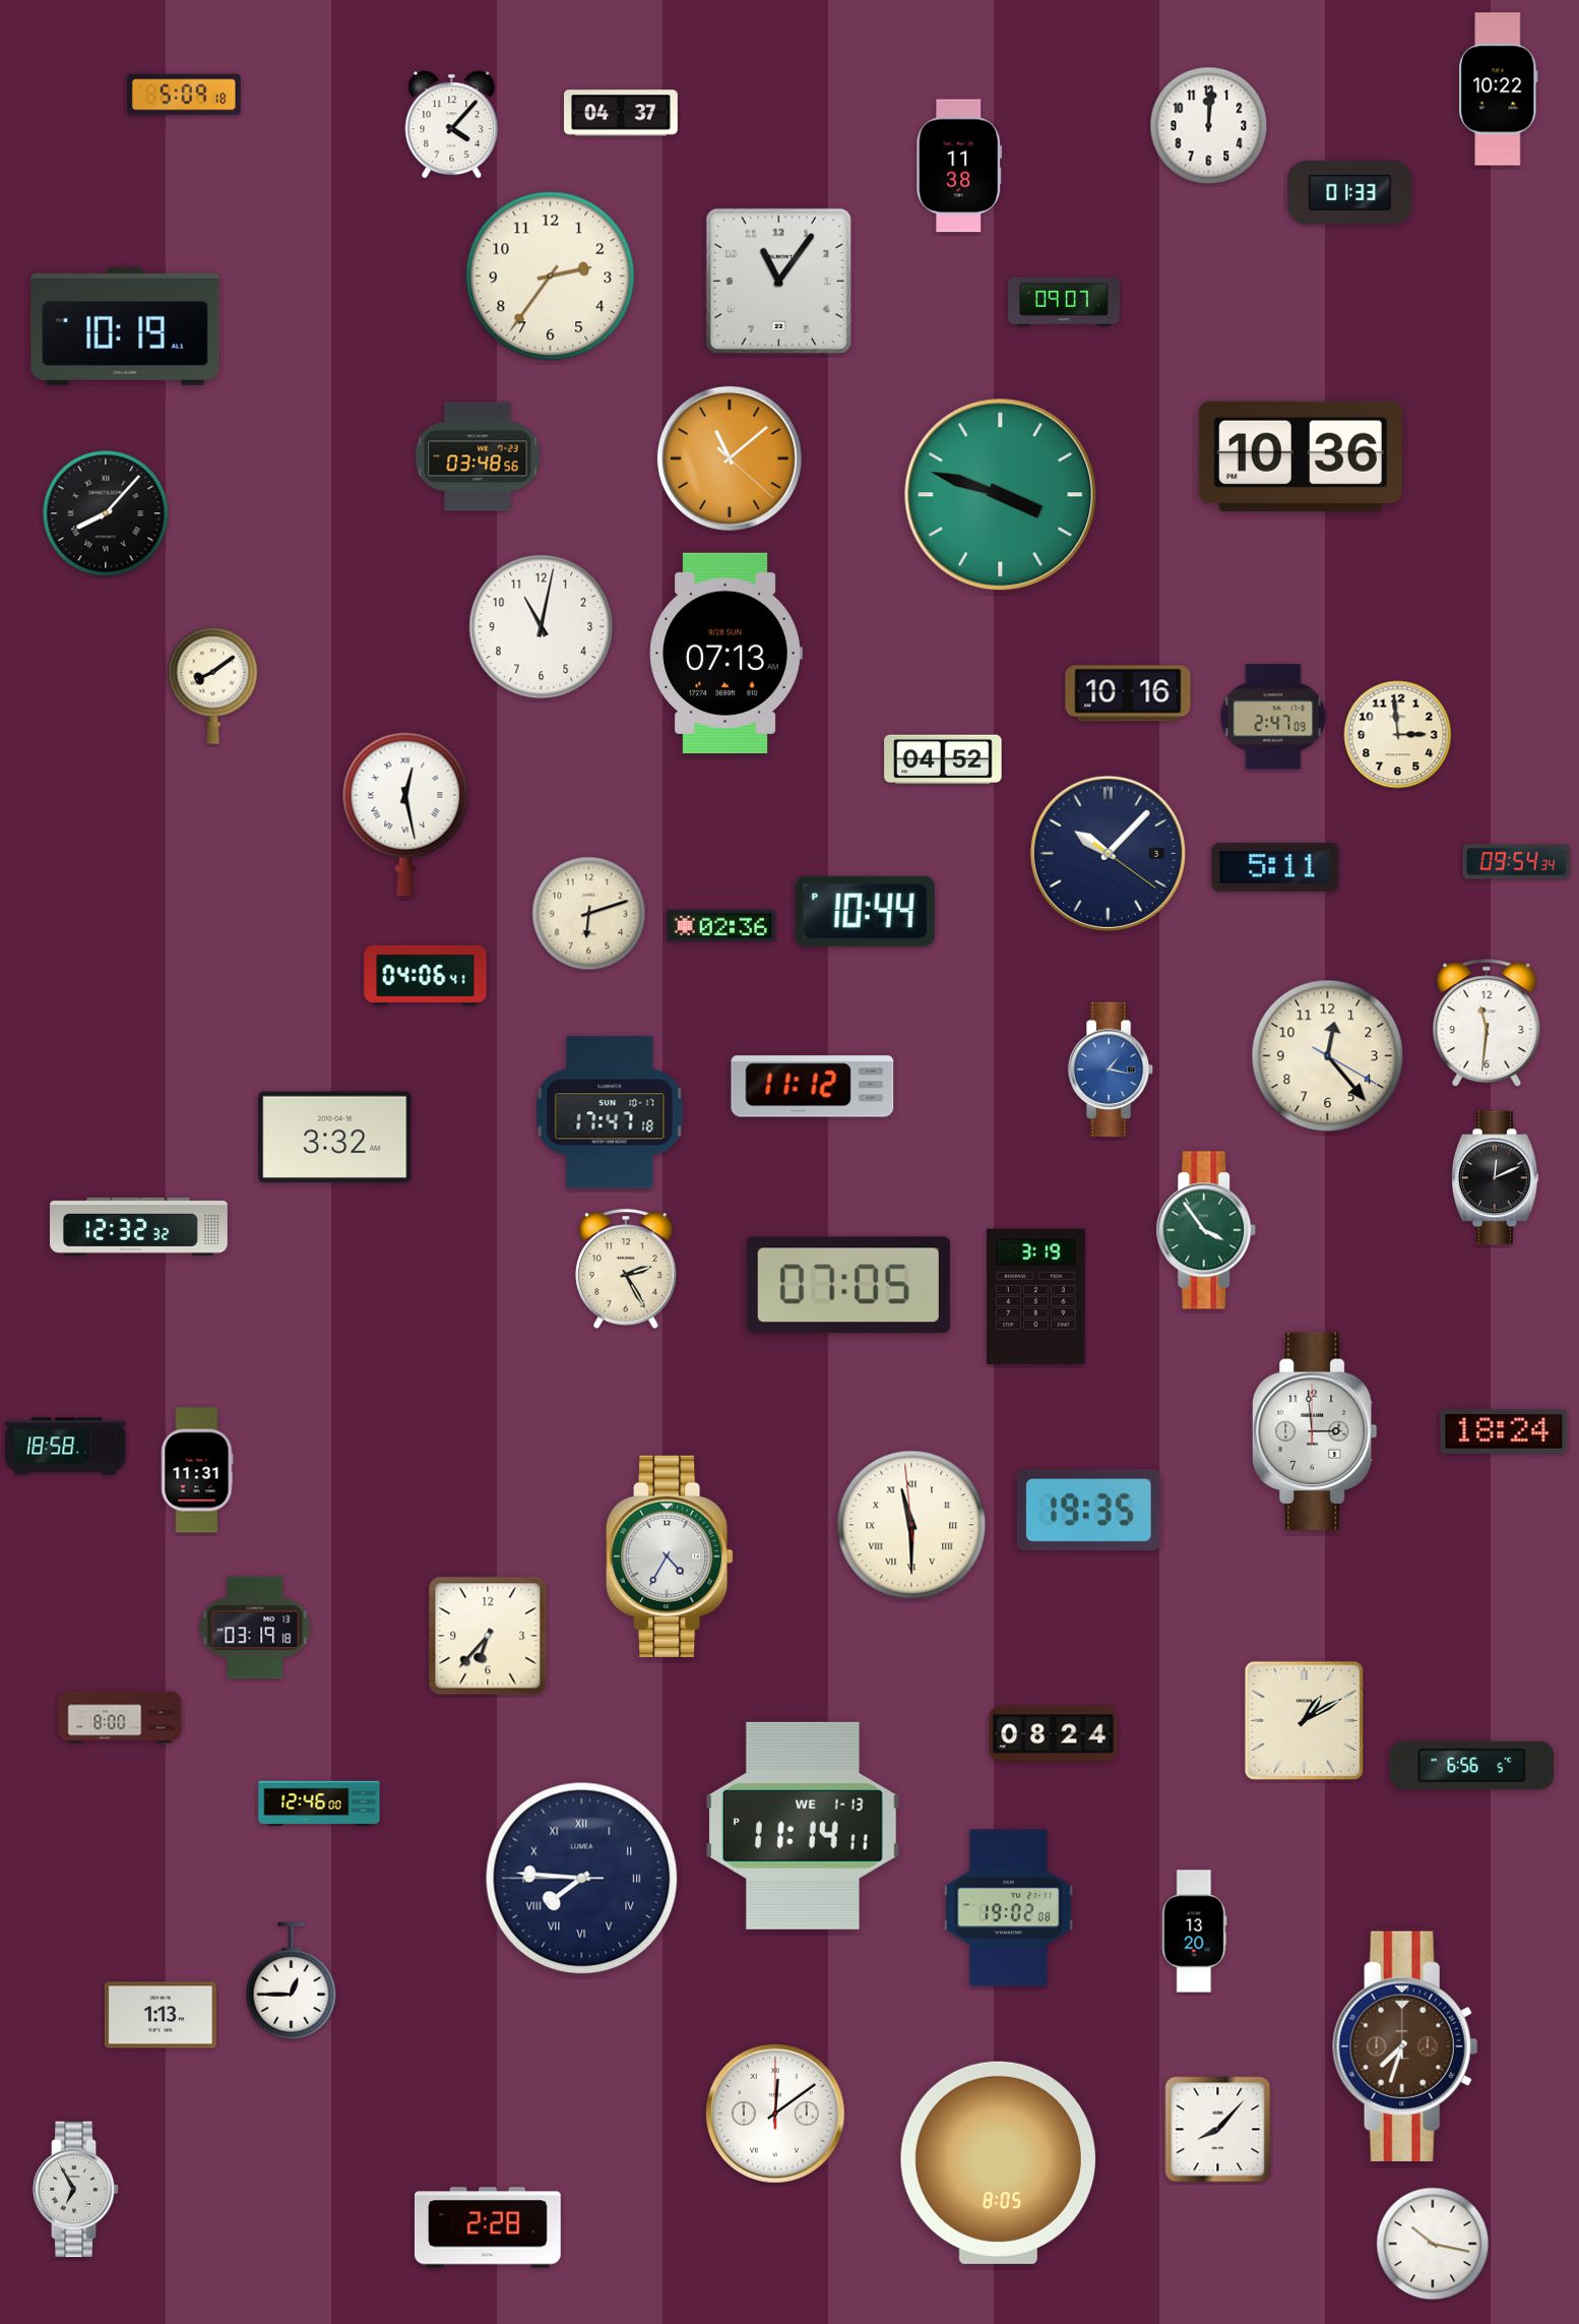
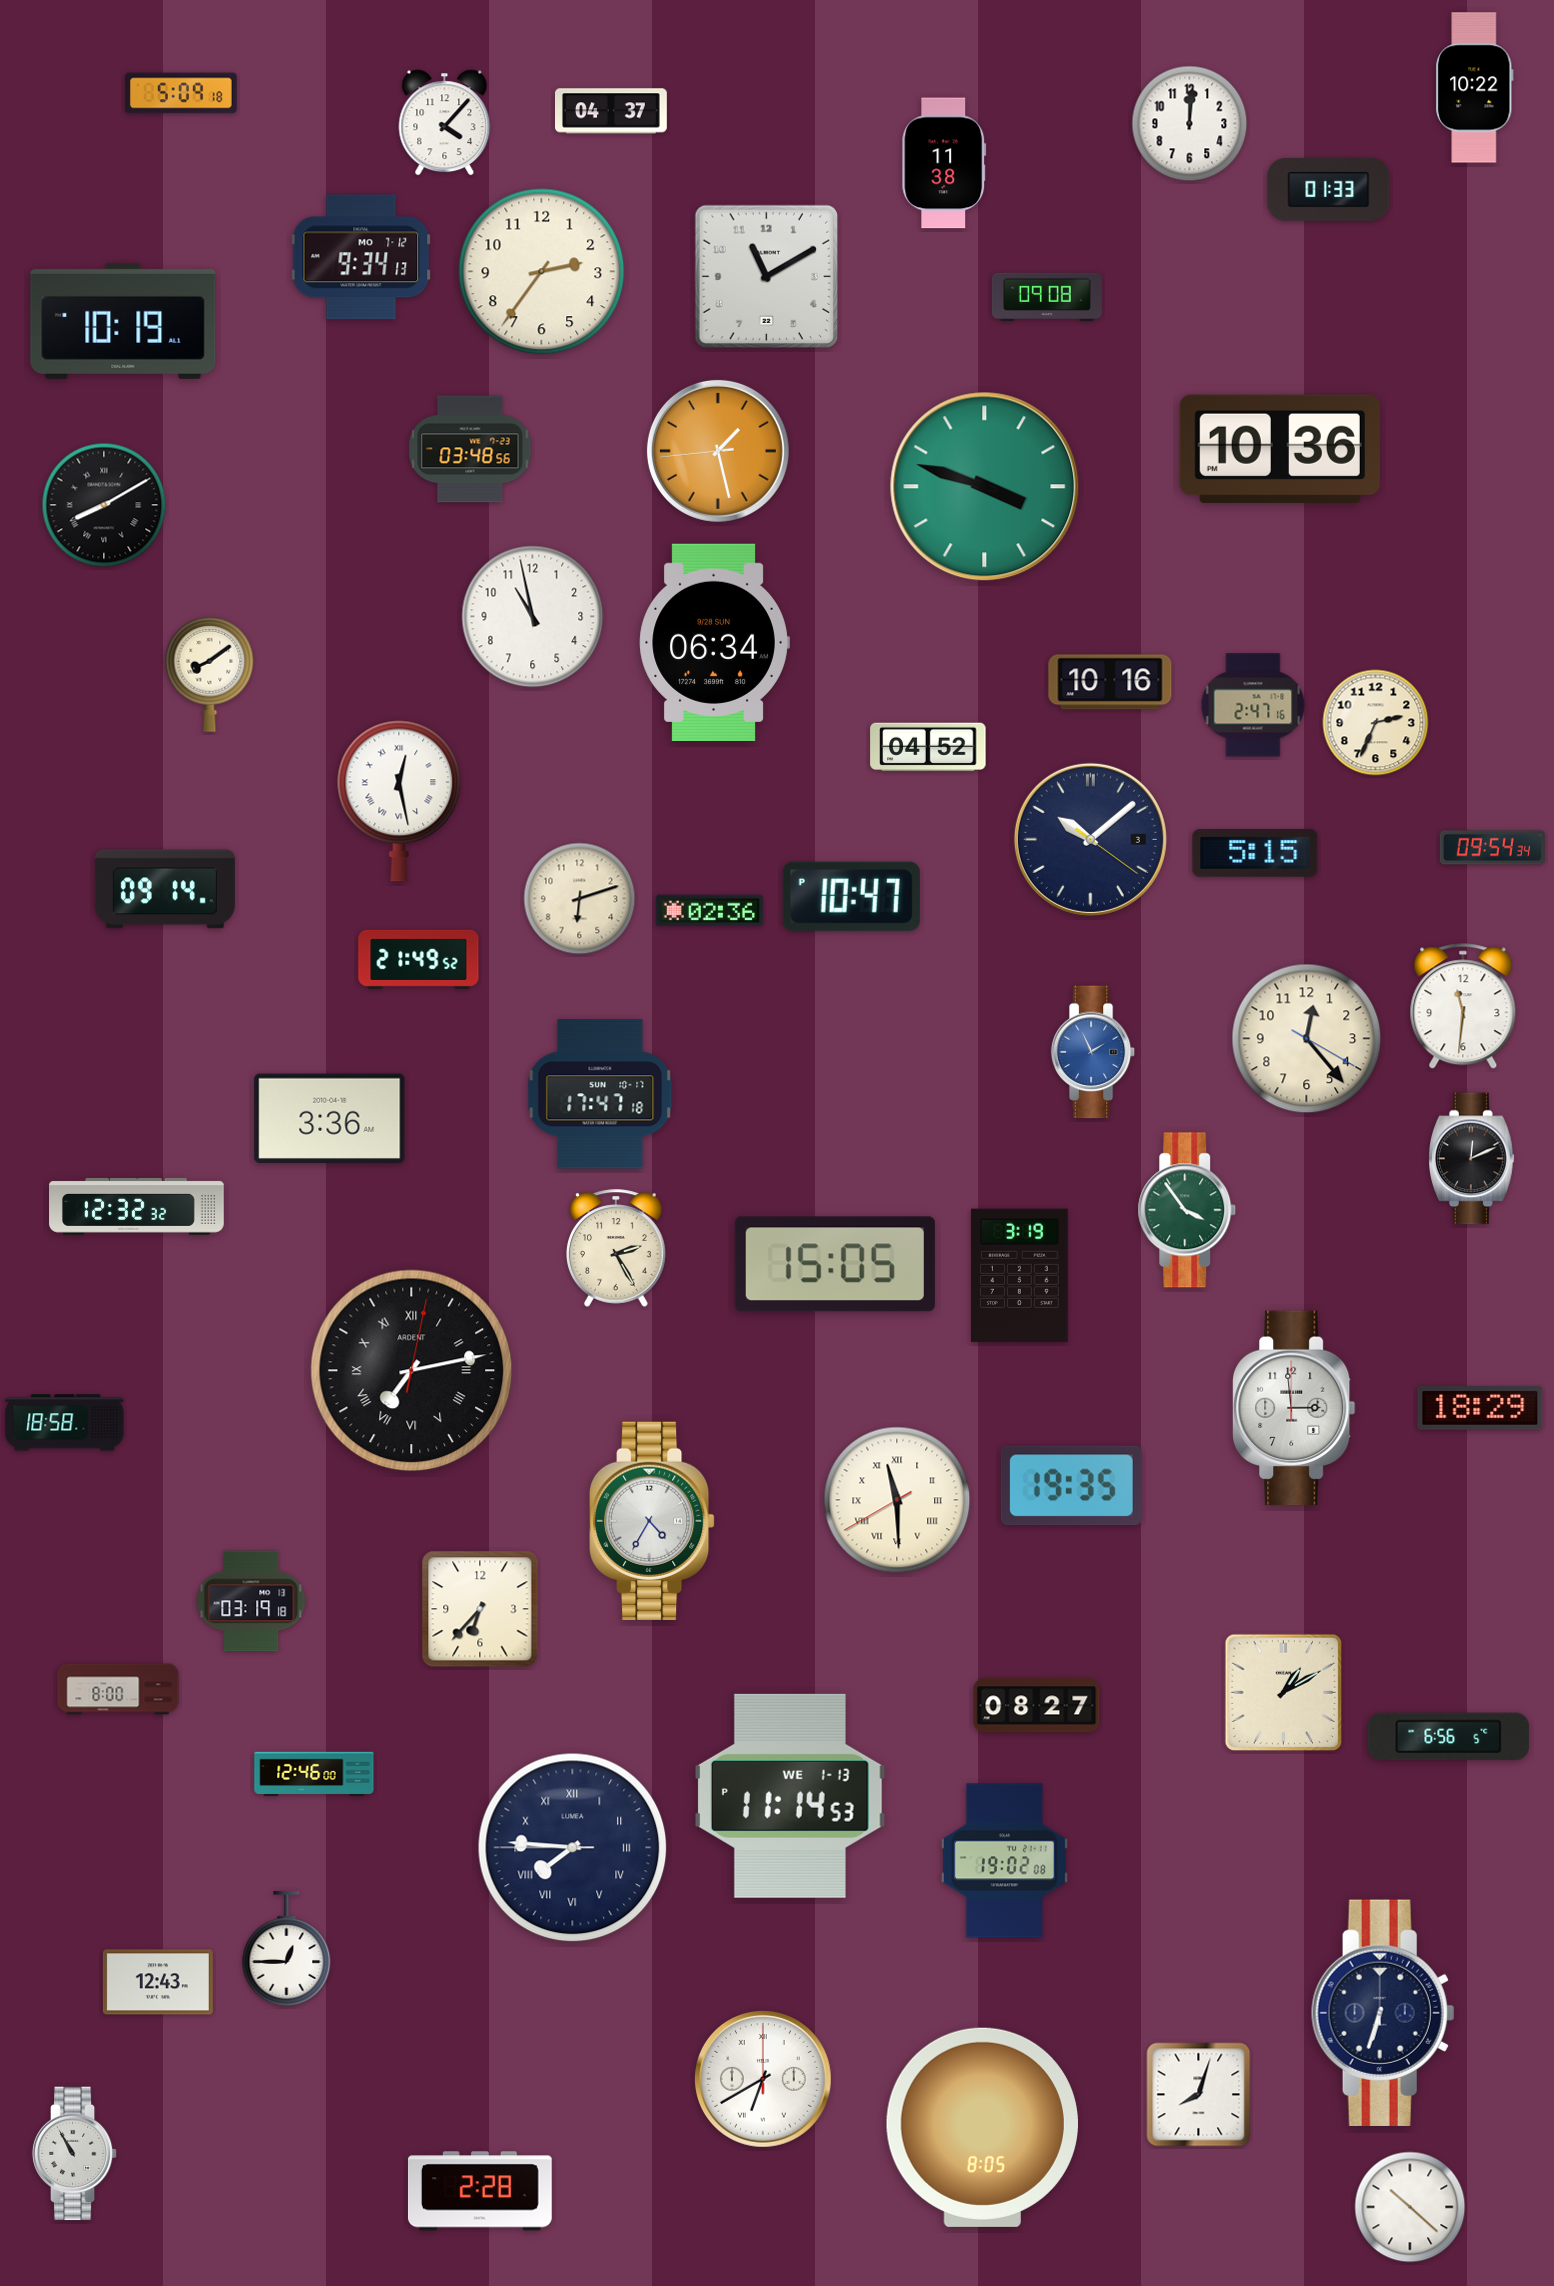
clock at (361, 257): none -> 9:34
clock at (778, 281): 11:06 -> 11:10
clock at (1064, 302): 09:07 -> 09:08
clock at (730, 458): 11:08 -> 1:27
clock at (106, 513): 8:07 -> 8:10
clock at (542, 627): 11:02 -> 10:58
clock at (725, 653): 07:13 -> 06:34
clock at (1273, 717): 2:47:09 -> 2:47:16
clock at (1398, 735): 2:59 -> 2:34
clock at (1108, 853): 10:07 -> 10:08
clock at (1275, 868): 5:11 -> 5:15
clock at (165, 889): none -> 09:14
clock at (865, 911): 10:44 -> 10:47
clock at (426, 975): 04:06 -> 21:49
clock at (1111, 1069): 1:17 -> 1:56
clock at (813, 1087): 11:12 -> none
clock at (335, 1137): 3:32 -> 3:36
clock at (848, 1285): 07:05 -> 15:05
clock at (412, 1371): none -> 7:13
clock at (1504, 1432): 18:24 -> 18:29
clock at (197, 1470): 11:31 -> none
clock at (911, 1525): 11:29:59 -> 11:29:40
clock at (670, 1556) position: (670, 1556) -> (652, 1521)
clock at (1054, 1734): 08:24 -> 08:27
clock at (803, 1826): 11:14:11 PM -> 11:14:53 PM
clock at (1008, 1908) position: (1008, 1908) -> (1004, 1861)
clock at (1195, 1932): 13:20 -> none
clock at (161, 2015): 1:13 -> 12:43
clock at (1405, 2046): 7:33 -> 6:33
clock at (1405, 2046) dial: brown -> navy
clock at (775, 2114): 12:09 -> 6:40
clock at (1218, 2130): 8:07 -> 8:03
clock at (76, 2190): 6:55 -> 10:55
clock at (1433, 2244): 10:17 -> 10:22
